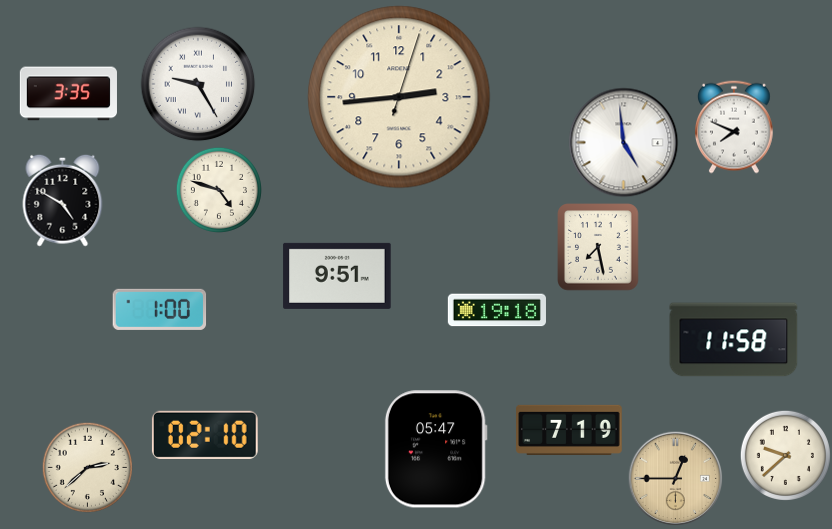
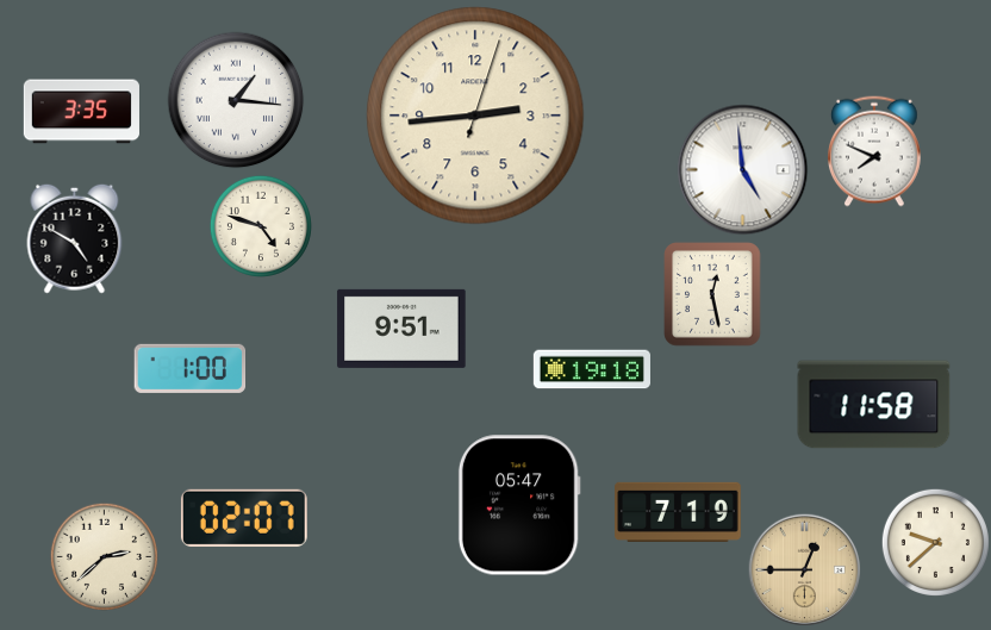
clock at (198, 84): 9:25 -> 1:16
clock at (598, 247): 7:28 -> 12:28
clock at (205, 435): 02:10 -> 02:07
clock at (436, 449) position: (436, 449) -> (519, 505)
